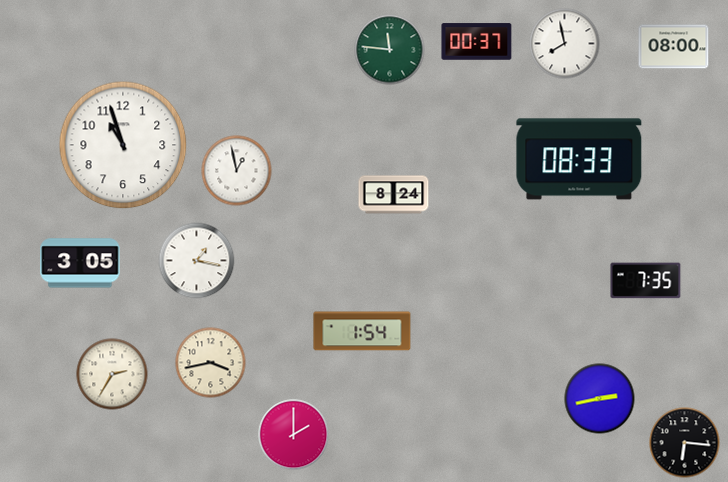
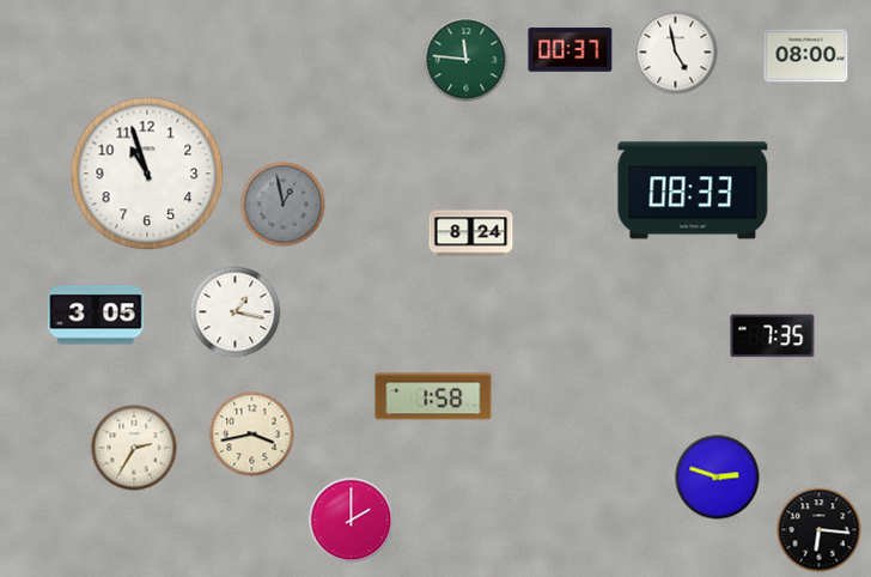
clock at (565, 44): 7:58 -> 4:58
clock at (237, 171) dial: white -> grey
clock at (362, 331): 1:54 -> 1:58
clock at (600, 399): 2:43 -> 2:48
